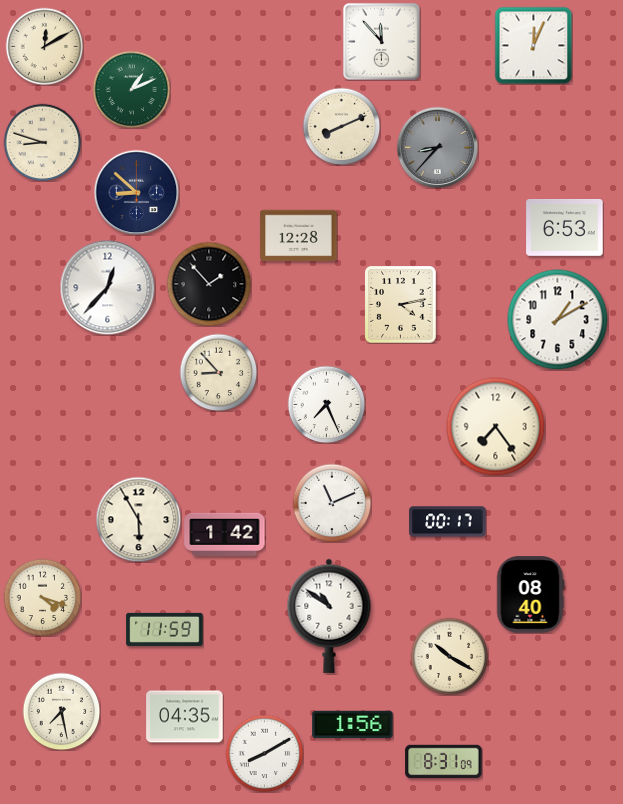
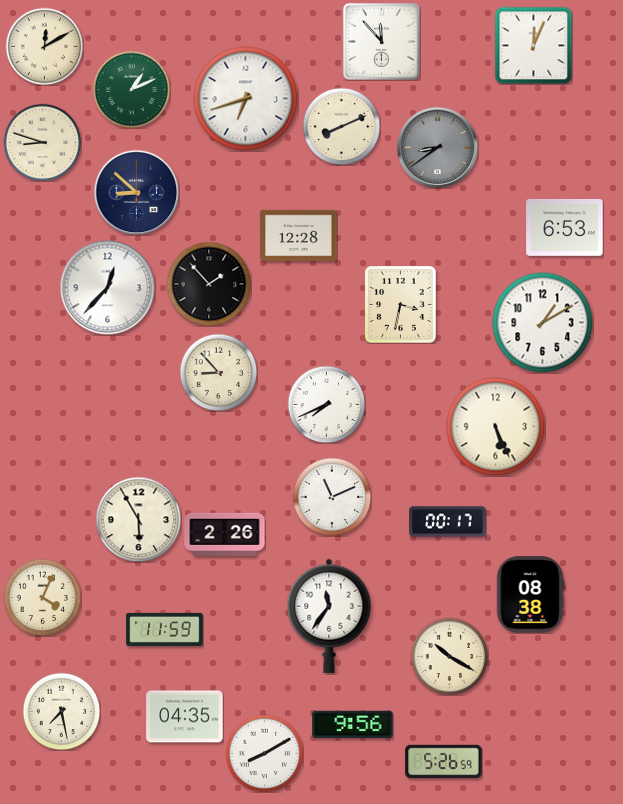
clock at (246, 99): none -> 6:42
clock at (437, 147): 8:37 -> 8:39
clock at (401, 305): 4:13 -> 3:32
clock at (558, 320) position: (558, 320) -> (543, 323)
clock at (326, 404): 7:26 -> 7:41
clock at (496, 427): 7:24 -> 5:26
clock at (332, 503) position: (332, 503) -> (332, 497)
clock at (225, 534): 1:42 -> 2:26
clock at (530, 595): 08:40 -> 08:38
clock at (42, 597): 4:18 -> 4:04
clock at (329, 616): 10:51 -> 11:36
clock at (353, 724): 1:56 -> 9:56
clock at (444, 762): 8:31 -> 5:26
